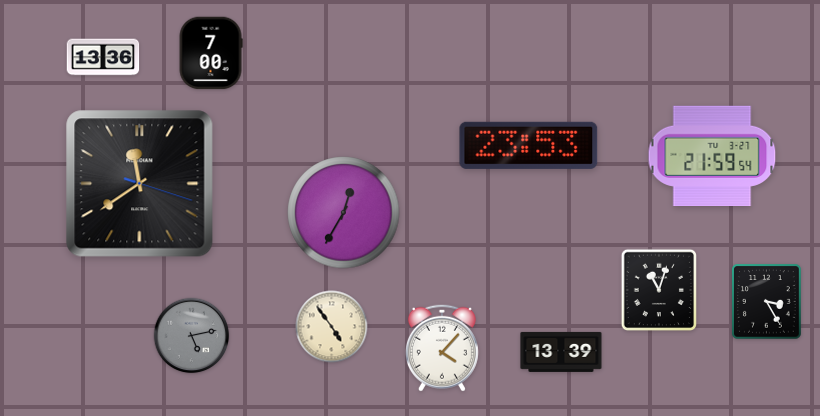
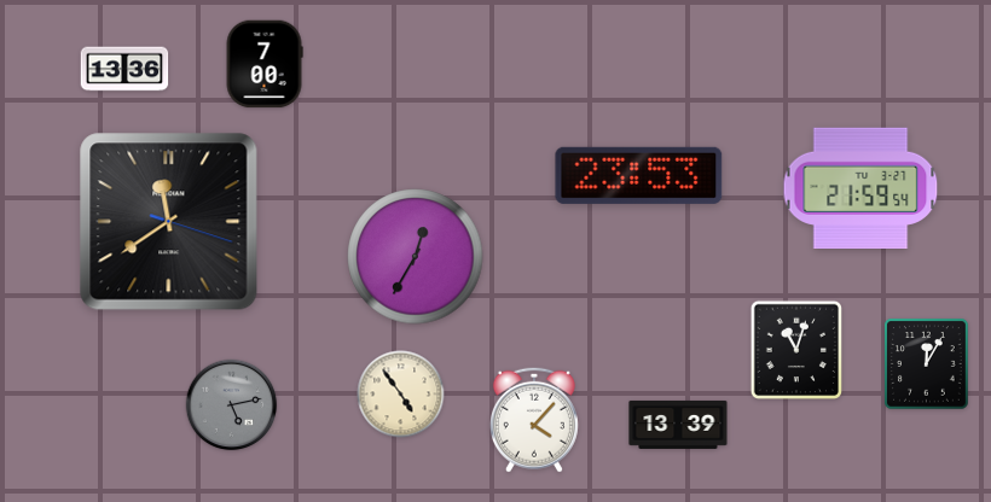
clock at (211, 53) position: (211, 53) -> (265, 64)
clock at (767, 302): 3:25 -> 12:05
